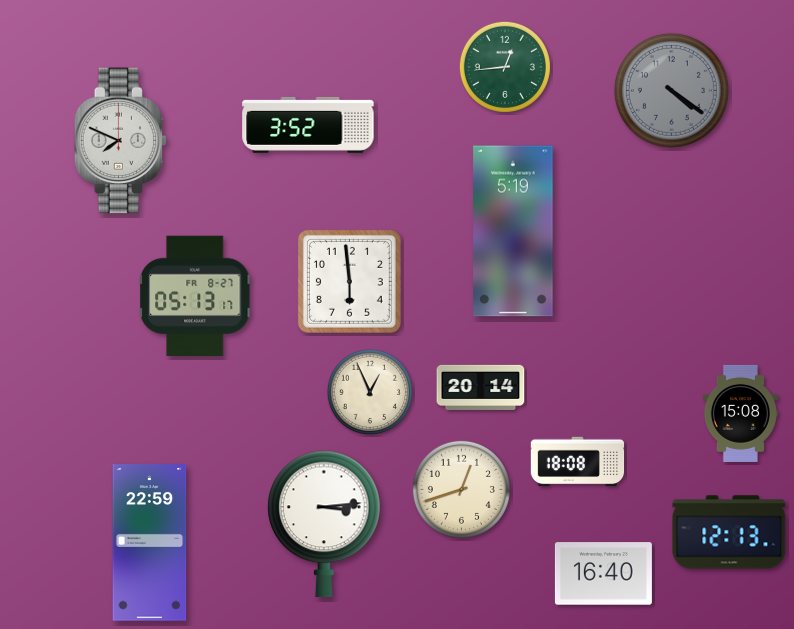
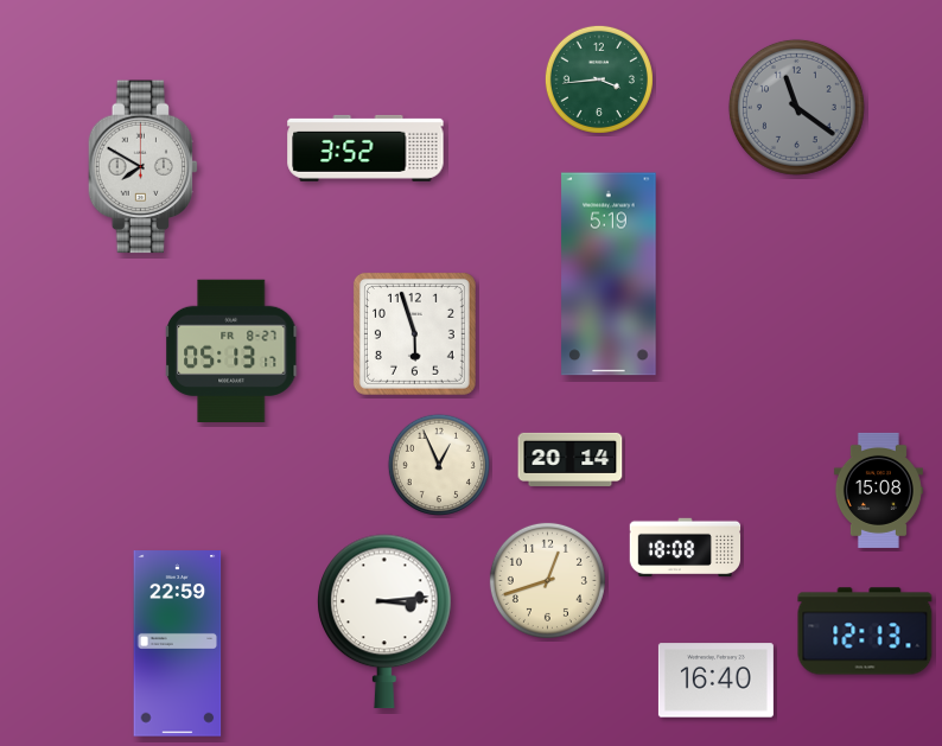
clock at (505, 67): 12:44 -> 3:44
clock at (671, 90): 4:21 -> 11:21
clock at (121, 141): 7:49 -> 7:50
clock at (349, 281): 5:59 -> 5:57
